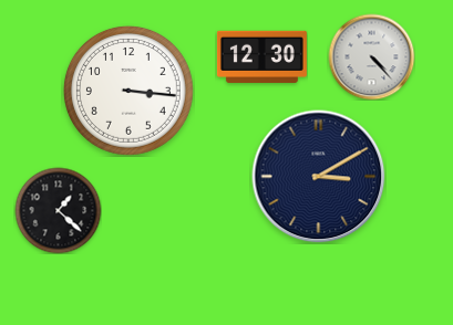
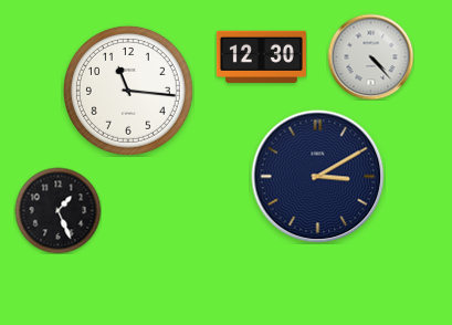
clock at (128, 91): 3:16 -> 11:16
clock at (58, 210): 1:22 -> 1:26
